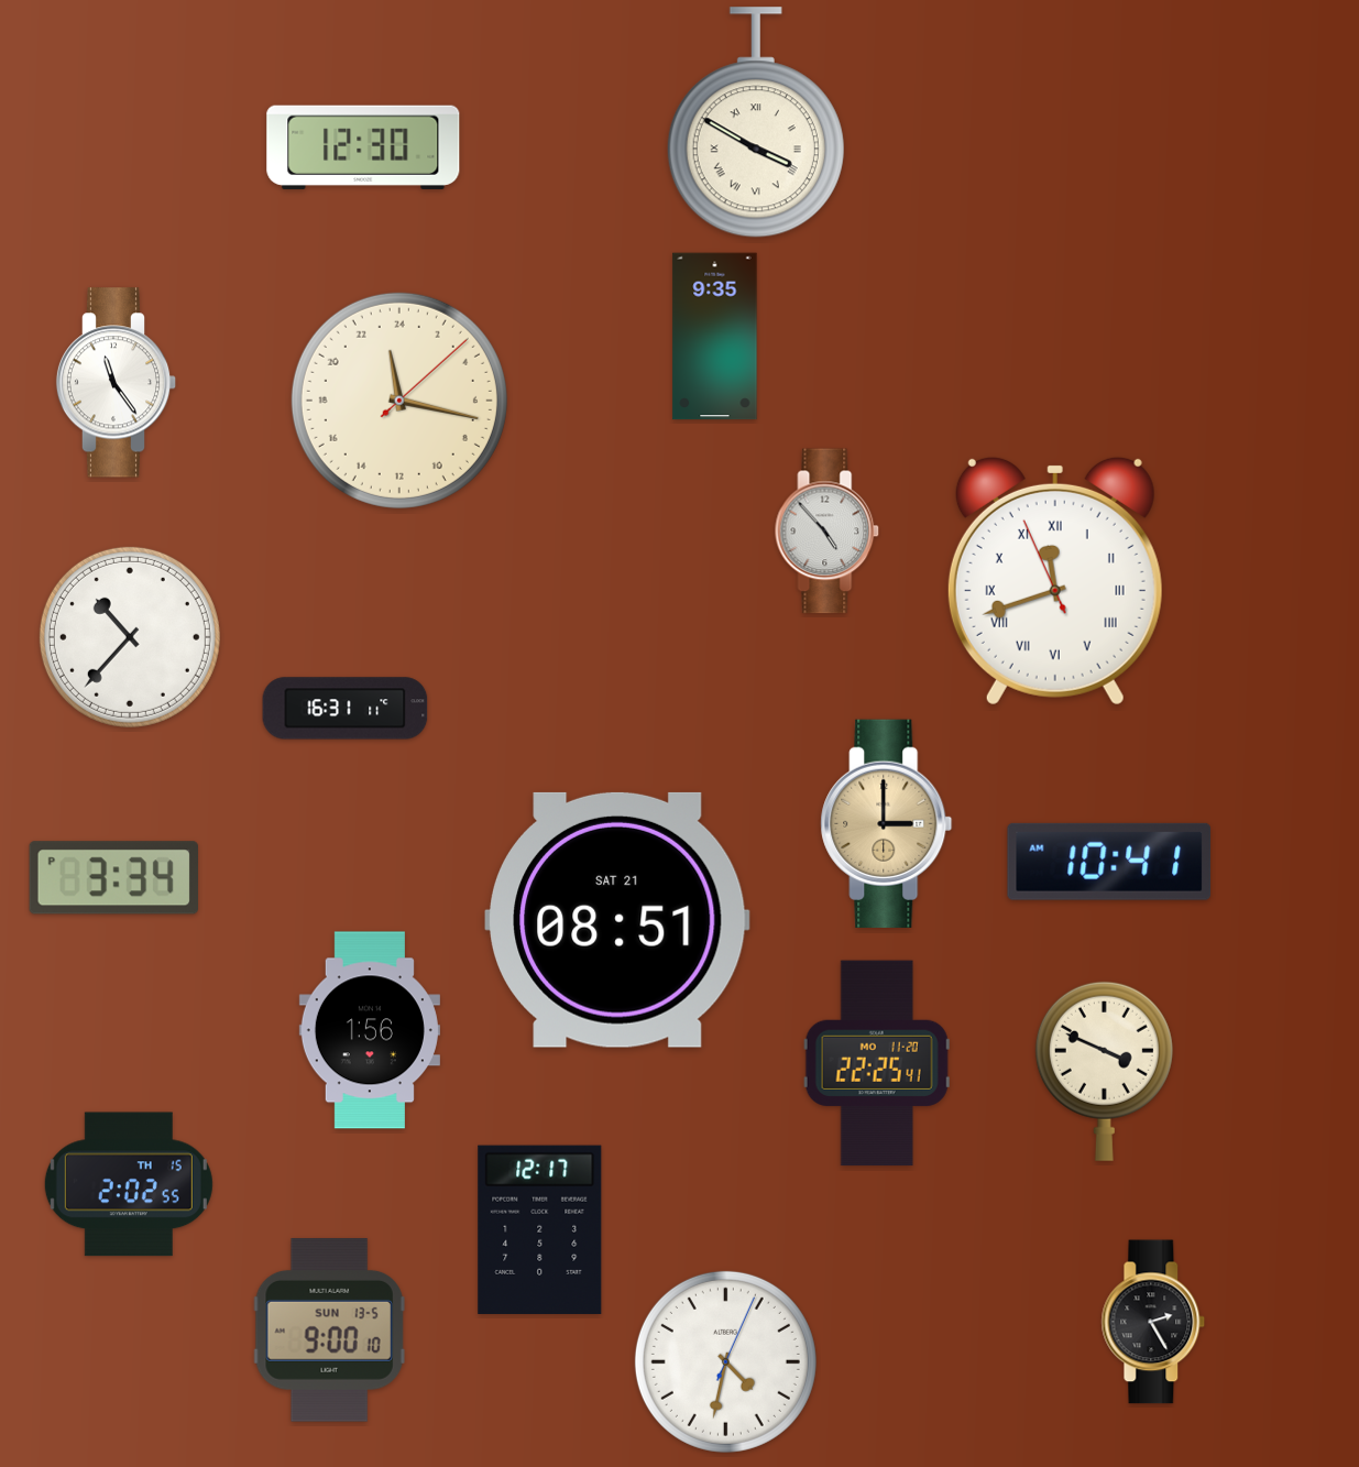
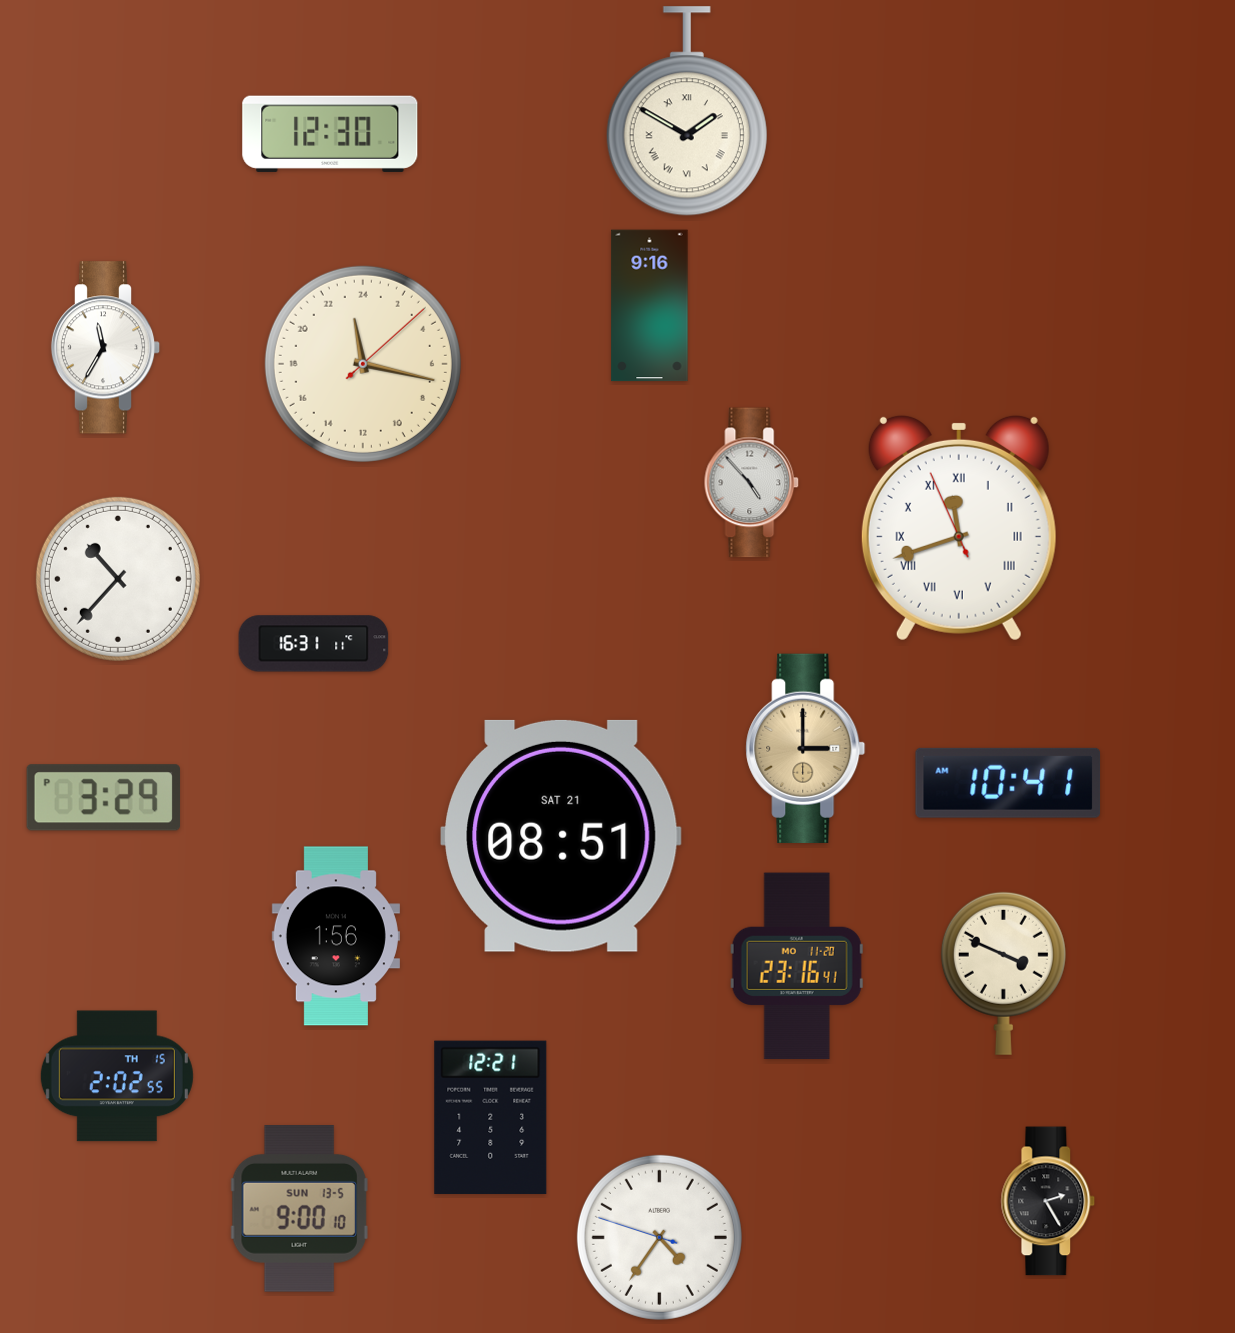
clock at (756, 122): 3:50 -> 1:50
clock at (715, 337): 9:35 -> 9:16
clock at (117, 383): 11:24 -> 11:35
clock at (113, 878): 3:34 -> 3:29
clock at (877, 1063): 22:25 -> 23:16
clock at (540, 1229): 12:17 -> 12:21
clock at (725, 1361): 4:32 -> 4:35
